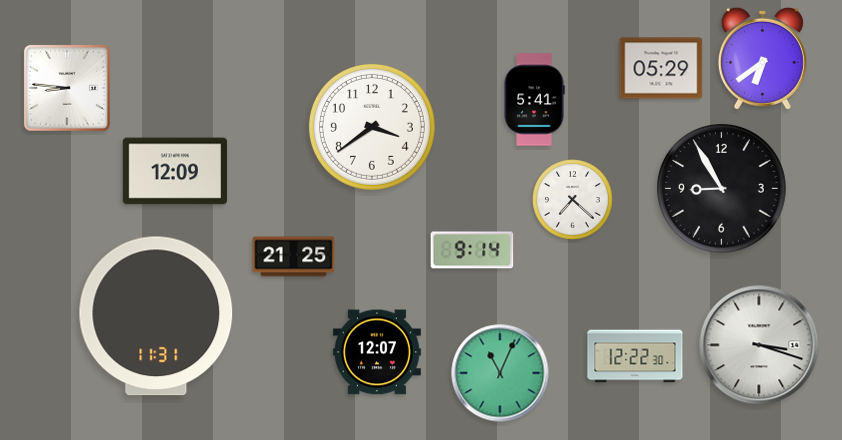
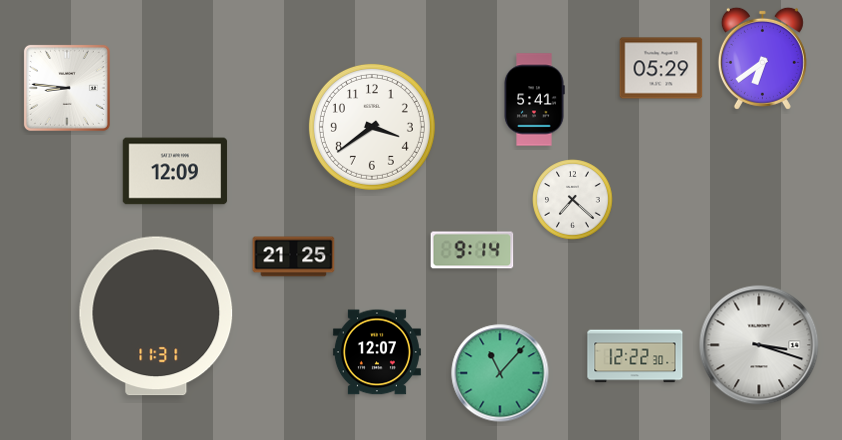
clock at (722, 189): 8:55 -> none
clock at (500, 373): 11:04 -> 11:07
